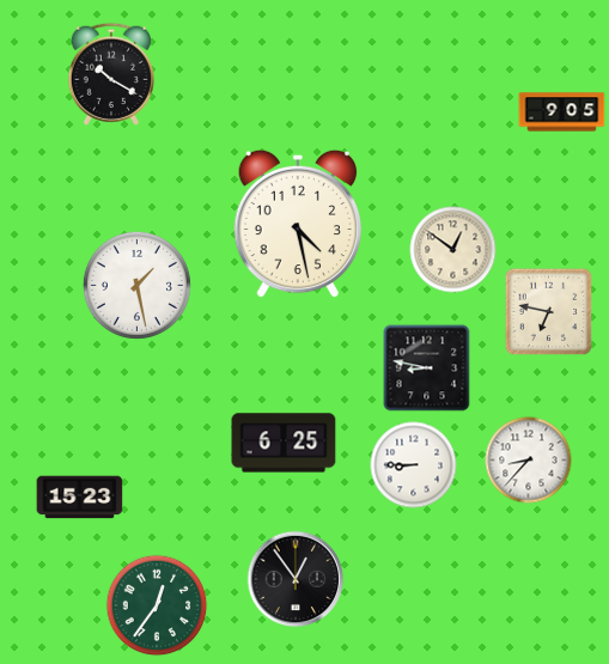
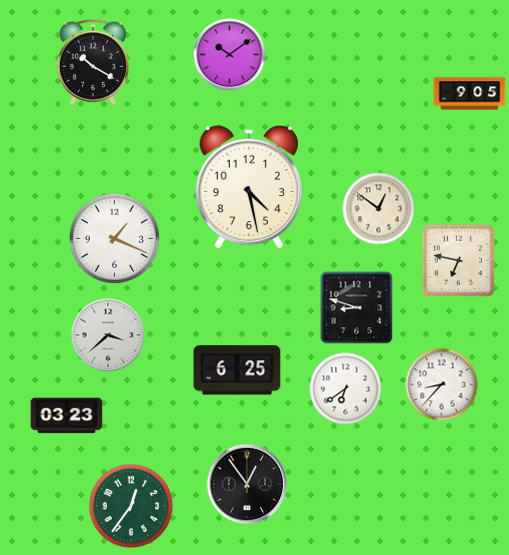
clock at (230, 55): none -> 10:09
clock at (136, 285): 1:28 -> 1:19
clock at (427, 368): 8:47 -> 8:48
clock at (108, 335): none -> 3:38
clock at (414, 465): 8:45 -> 6:39
clock at (80, 498): 15:23 -> 03:23
